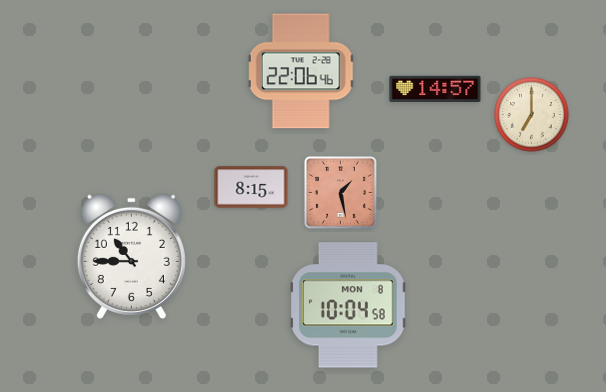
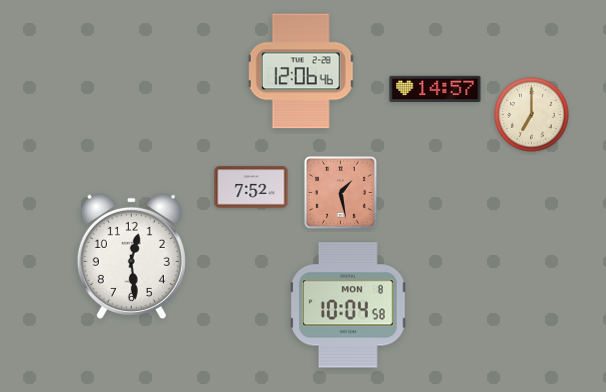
clock at (301, 71): 22:06 -> 12:06
clock at (251, 187): 8:15 -> 7:52
clock at (131, 256): 10:45 -> 12:29
